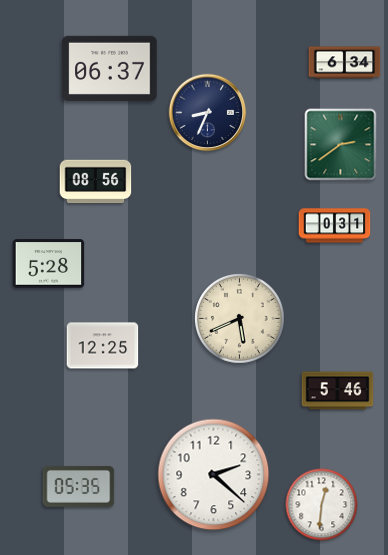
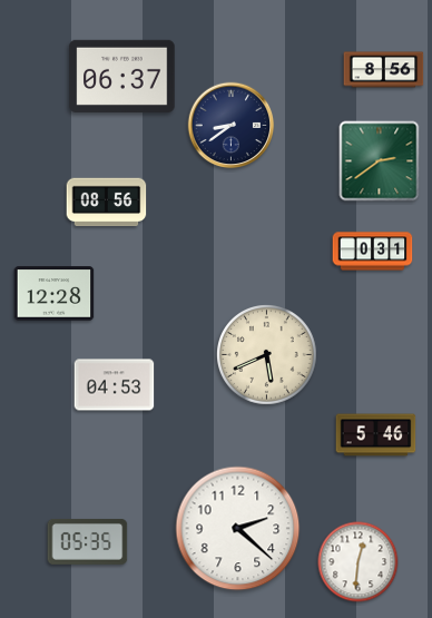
clock at (345, 63): 6:34 -> 8:56
clock at (208, 113): 8:34 -> 8:39
clock at (49, 264): 5:28 -> 12:28
clock at (103, 346): 12:25 -> 04:53
